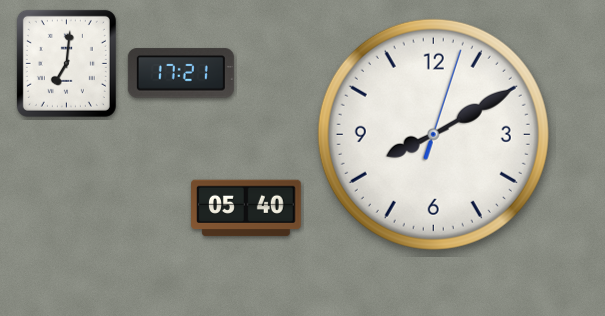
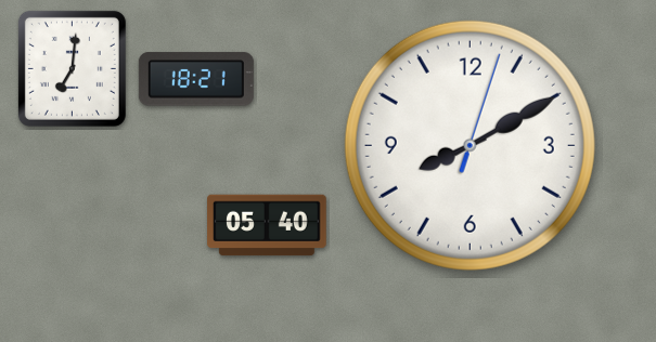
clock at (181, 73): 17:21 -> 18:21
